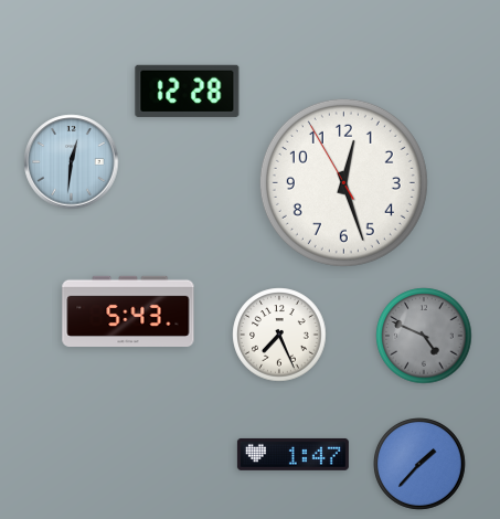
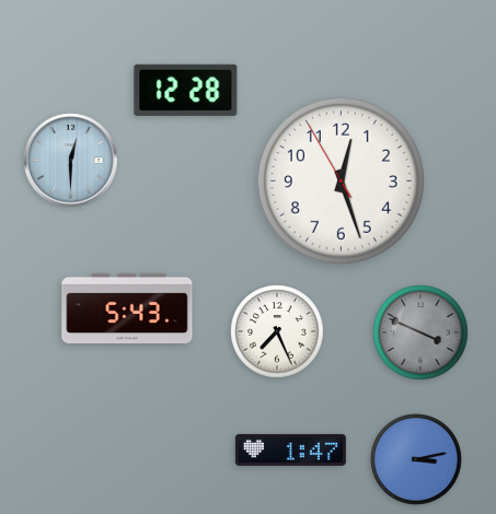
clock at (72, 162): 12:31 -> 12:30
clock at (424, 336): 4:49 -> 3:49
clock at (421, 465): 1:37 -> 3:13
